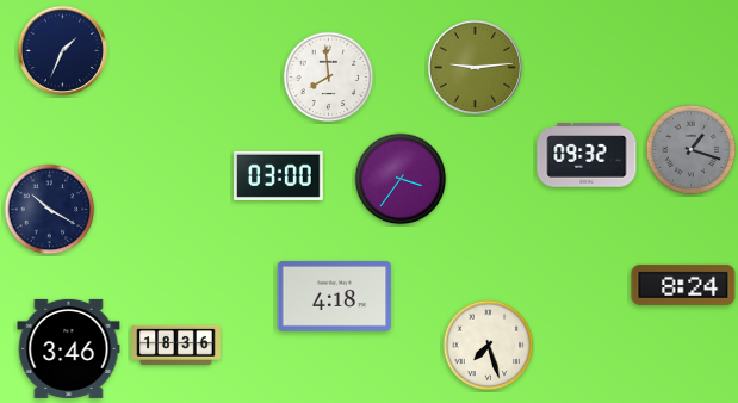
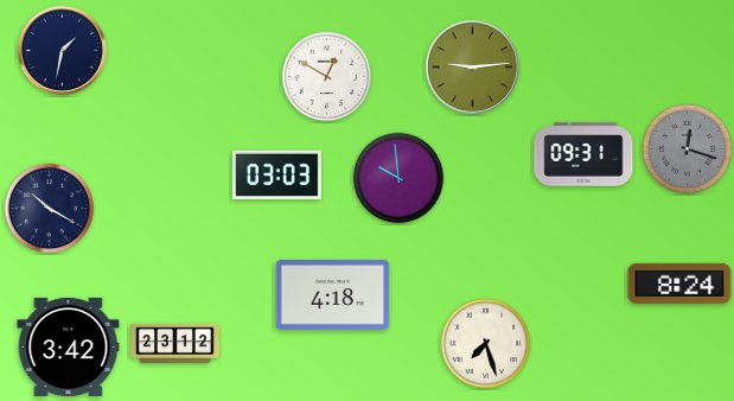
clock at (62, 50): 1:34 -> 1:32
clock at (329, 77): 7:59 -> 12:50
clock at (692, 150): 1:18 -> 12:18
clock at (587, 155): 09:32 -> 09:31
clock at (279, 175): 03:00 -> 03:03
clock at (401, 179): 3:36 -> 9:59
clock at (176, 345): 18:36 -> 23:12
clock at (69, 348): 3:46 -> 3:42
